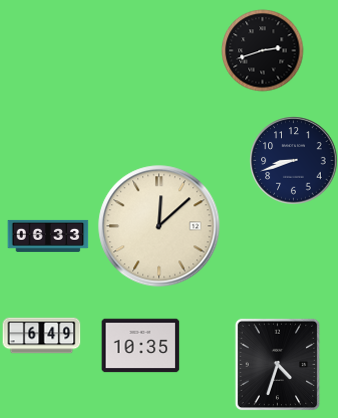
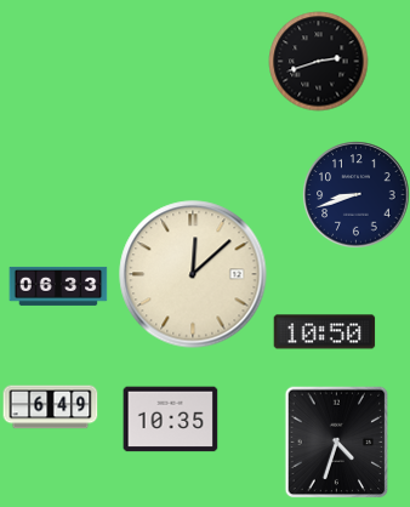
clock at (324, 332): none -> 10:50
